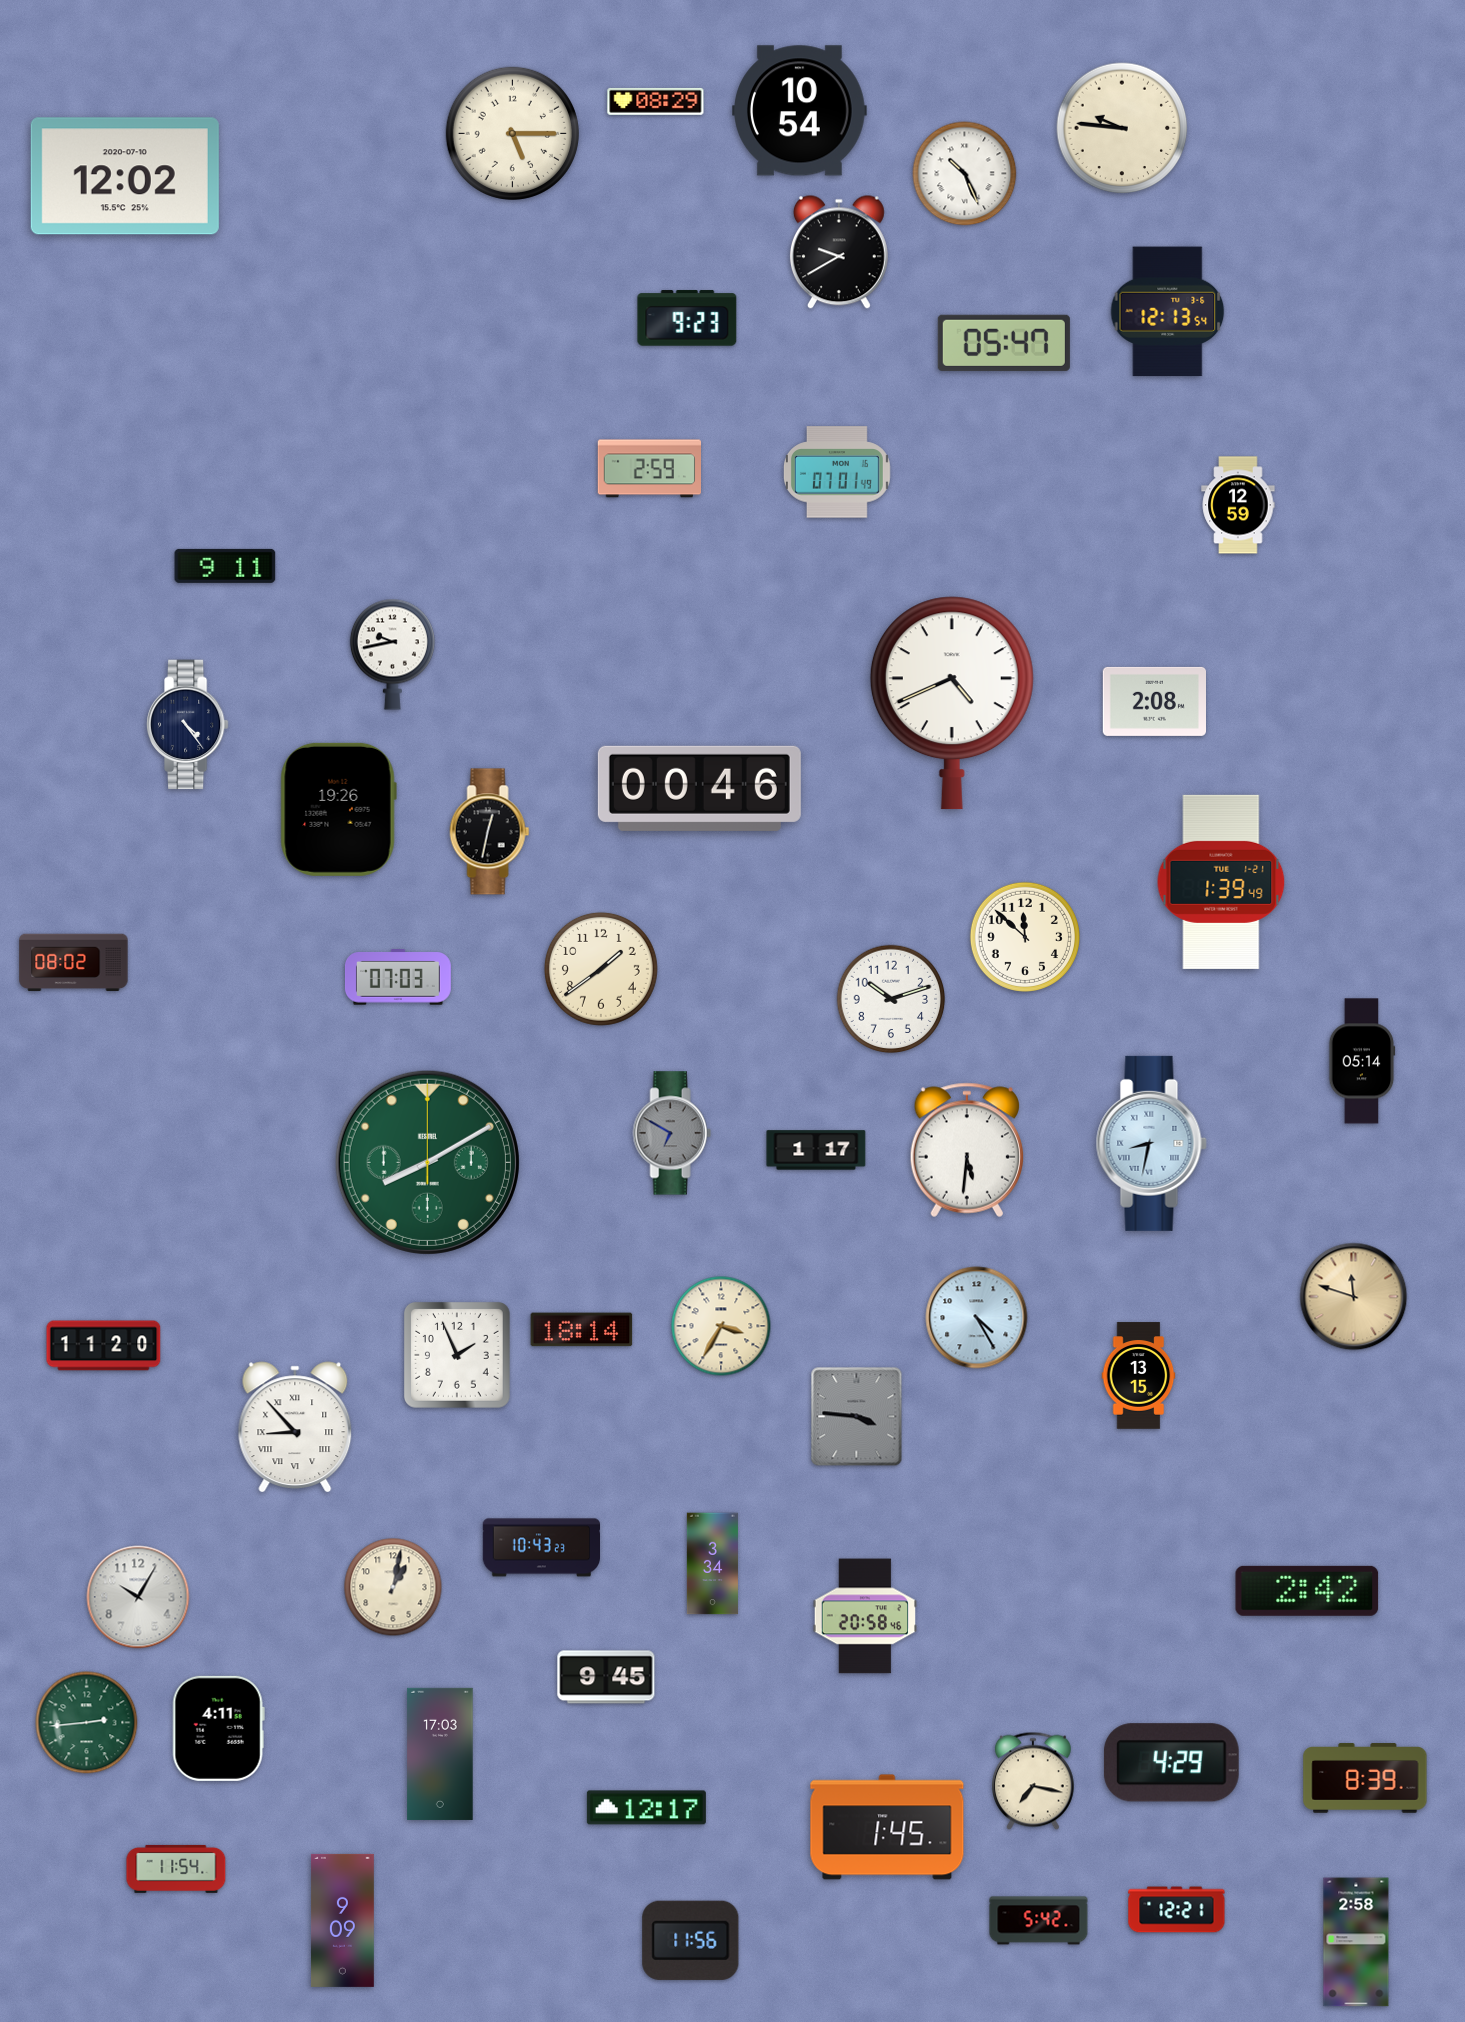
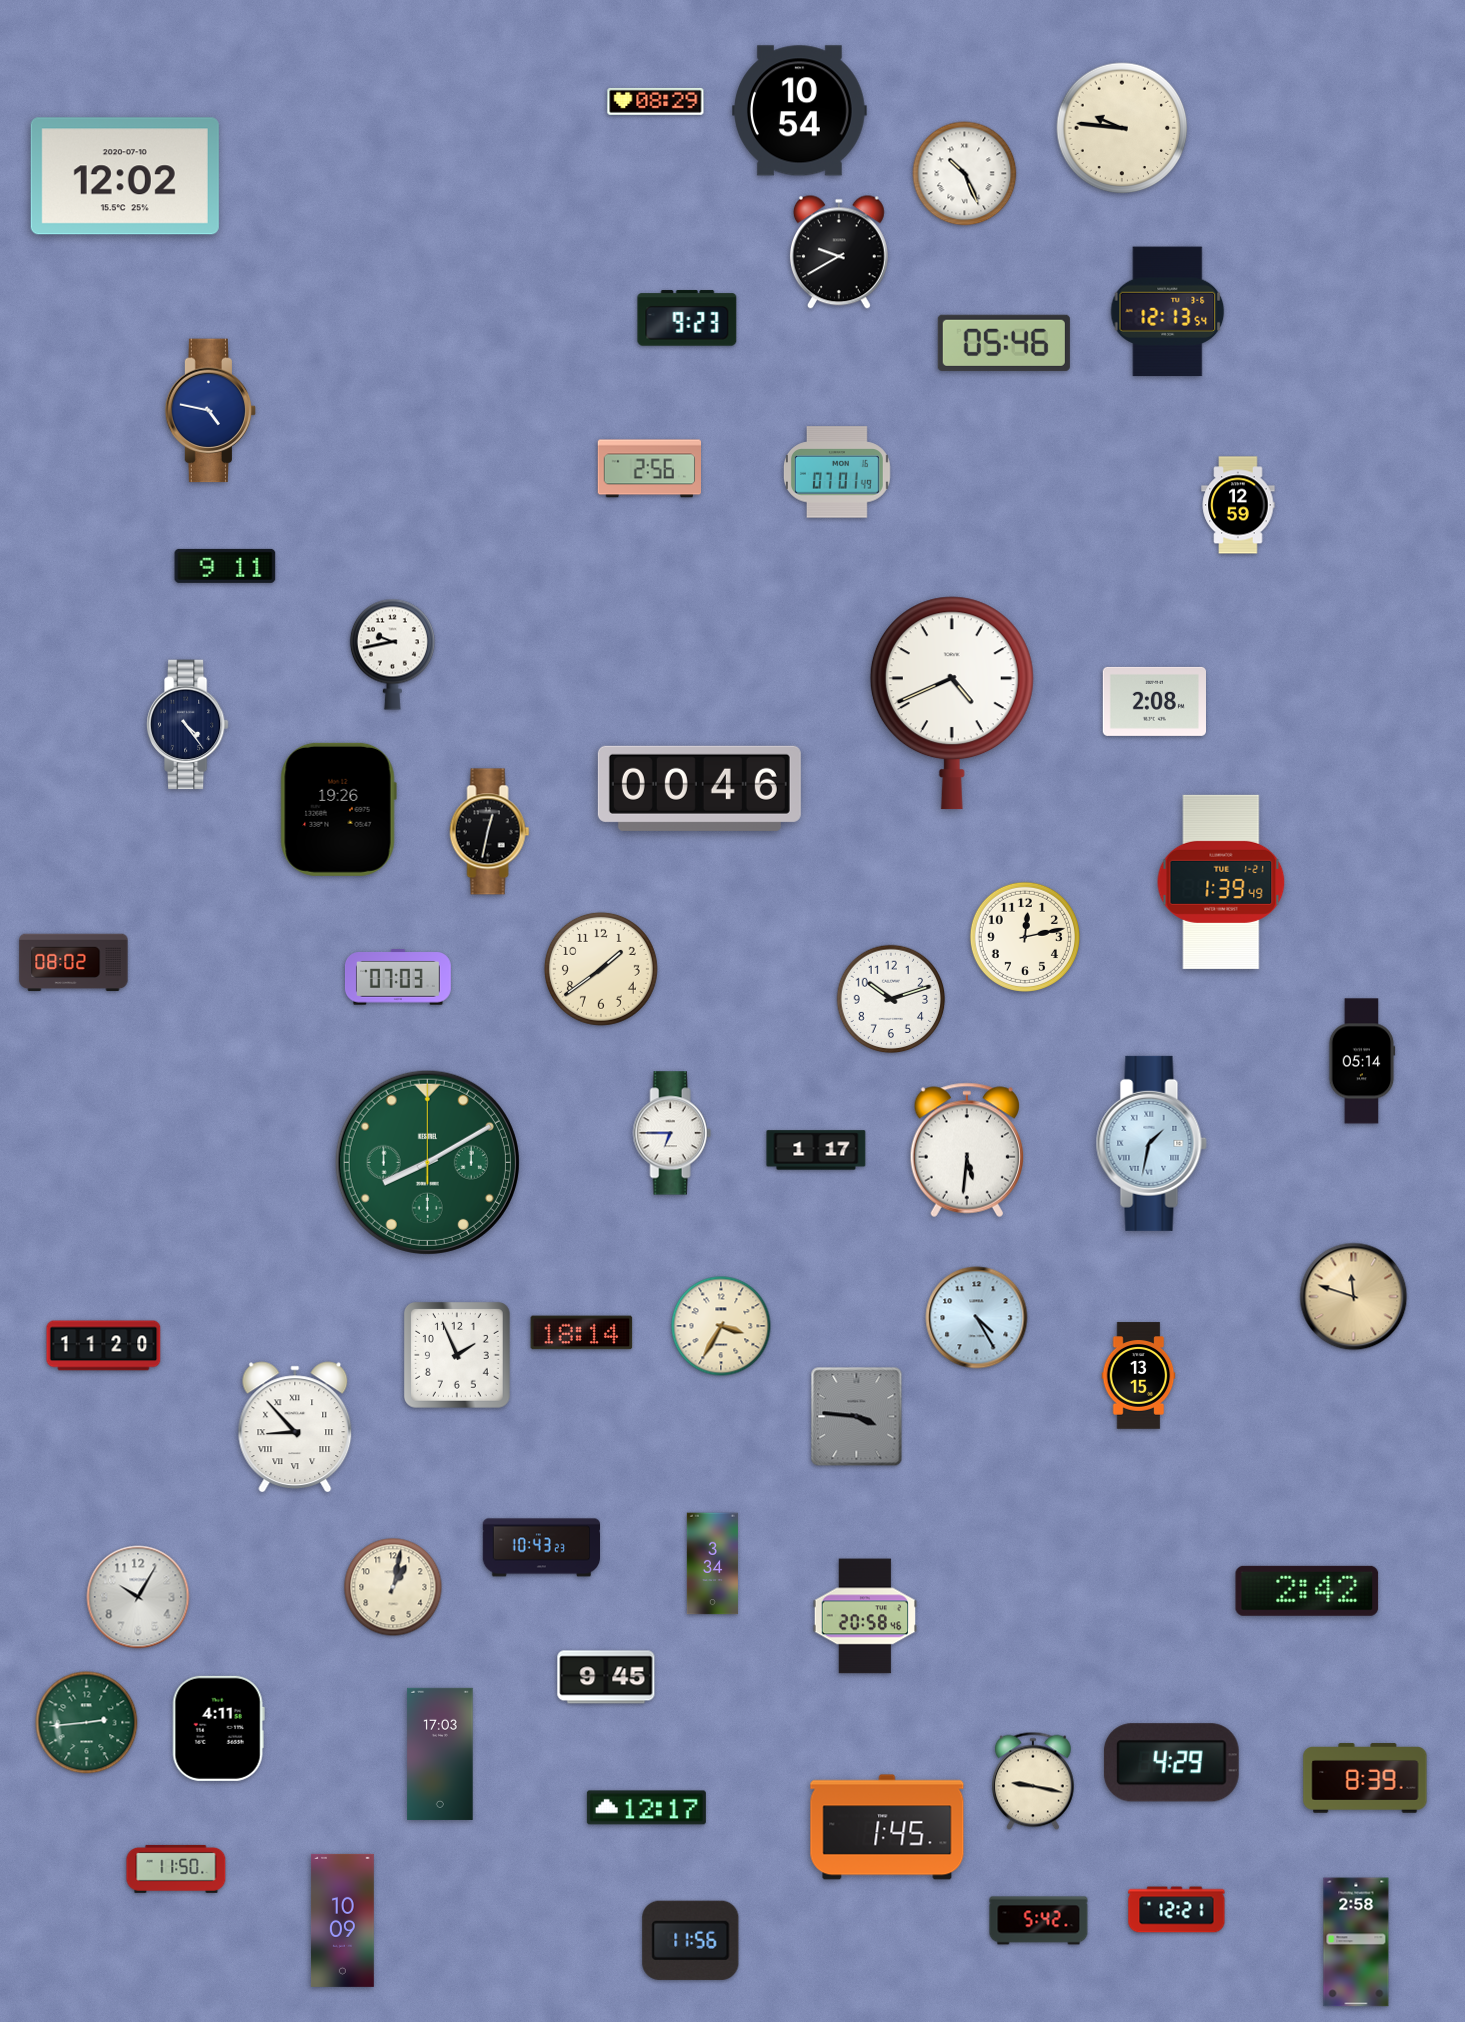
clock at (512, 133): 5:15 -> none
clock at (1004, 343): 05:47 -> 05:46
clock at (211, 411): none -> 4:47
clock at (649, 469): 2:59 -> 2:56
clock at (1025, 937): 11:52 -> 12:13
clock at (672, 1133): 6:50 -> 6:45
clock at (672, 1133) dial: grey -> white
clock at (1151, 1143): 8:32 -> 1:32
clock at (582, 1330) position: (582, 1330) -> (582, 1333)
clock at (1034, 1781): 7:17 -> 9:17
clock at (176, 1869): 11:54 -> 11:50
clock at (343, 1920): 9:09 -> 10:09
